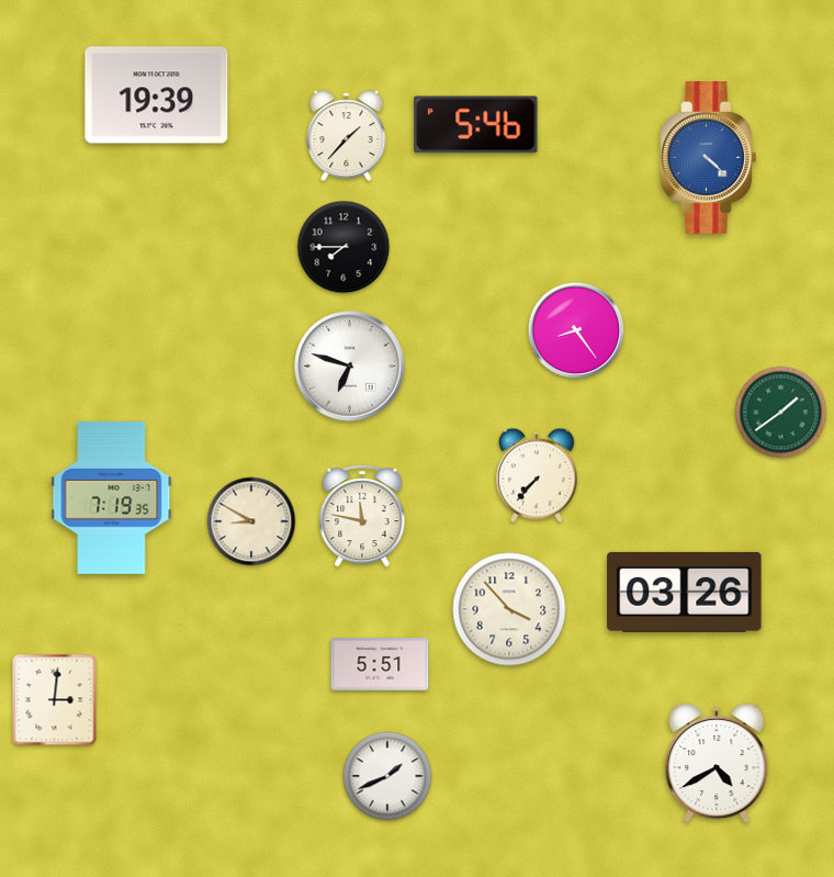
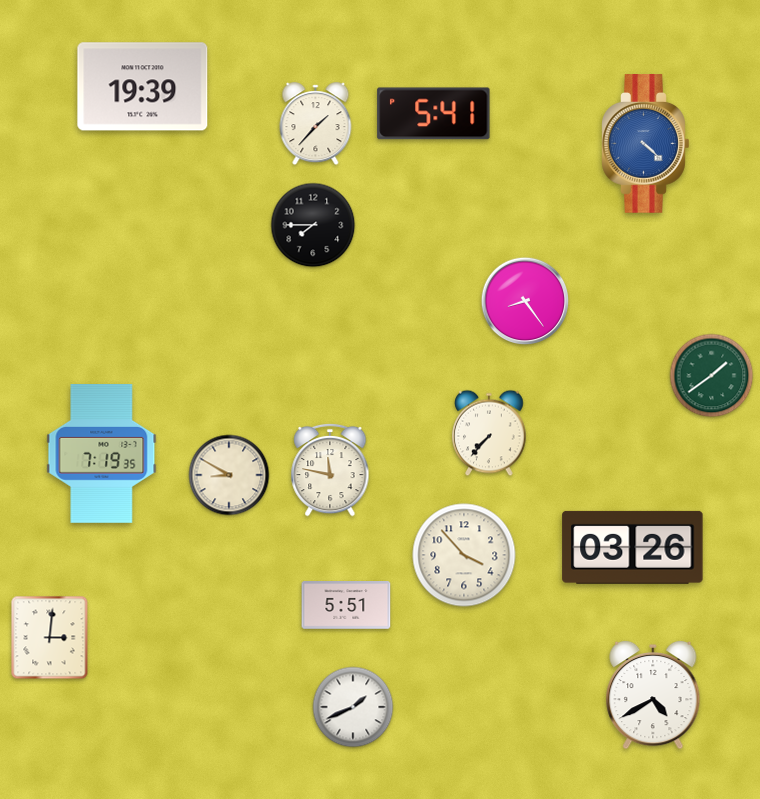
clock at (476, 125): 5:46 -> 5:41
clock at (350, 367): 6:48 -> none
clock at (685, 592) position: (685, 592) -> (633, 547)
